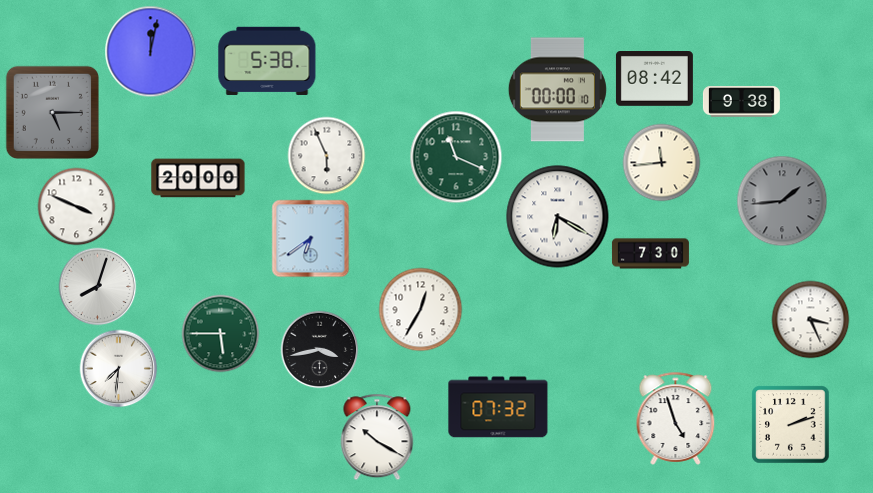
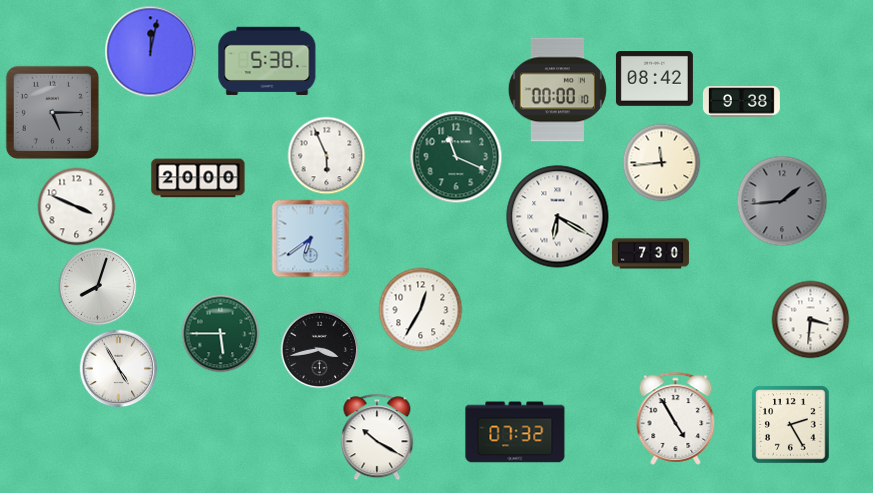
clock at (810, 319): 3:26 -> 3:31
clock at (118, 368): 7:31 -> 4:55
clock at (498, 407) position: (498, 407) -> (515, 432)
clock at (676, 418): 4:57 -> 4:55
clock at (790, 424): 2:12 -> 2:25
